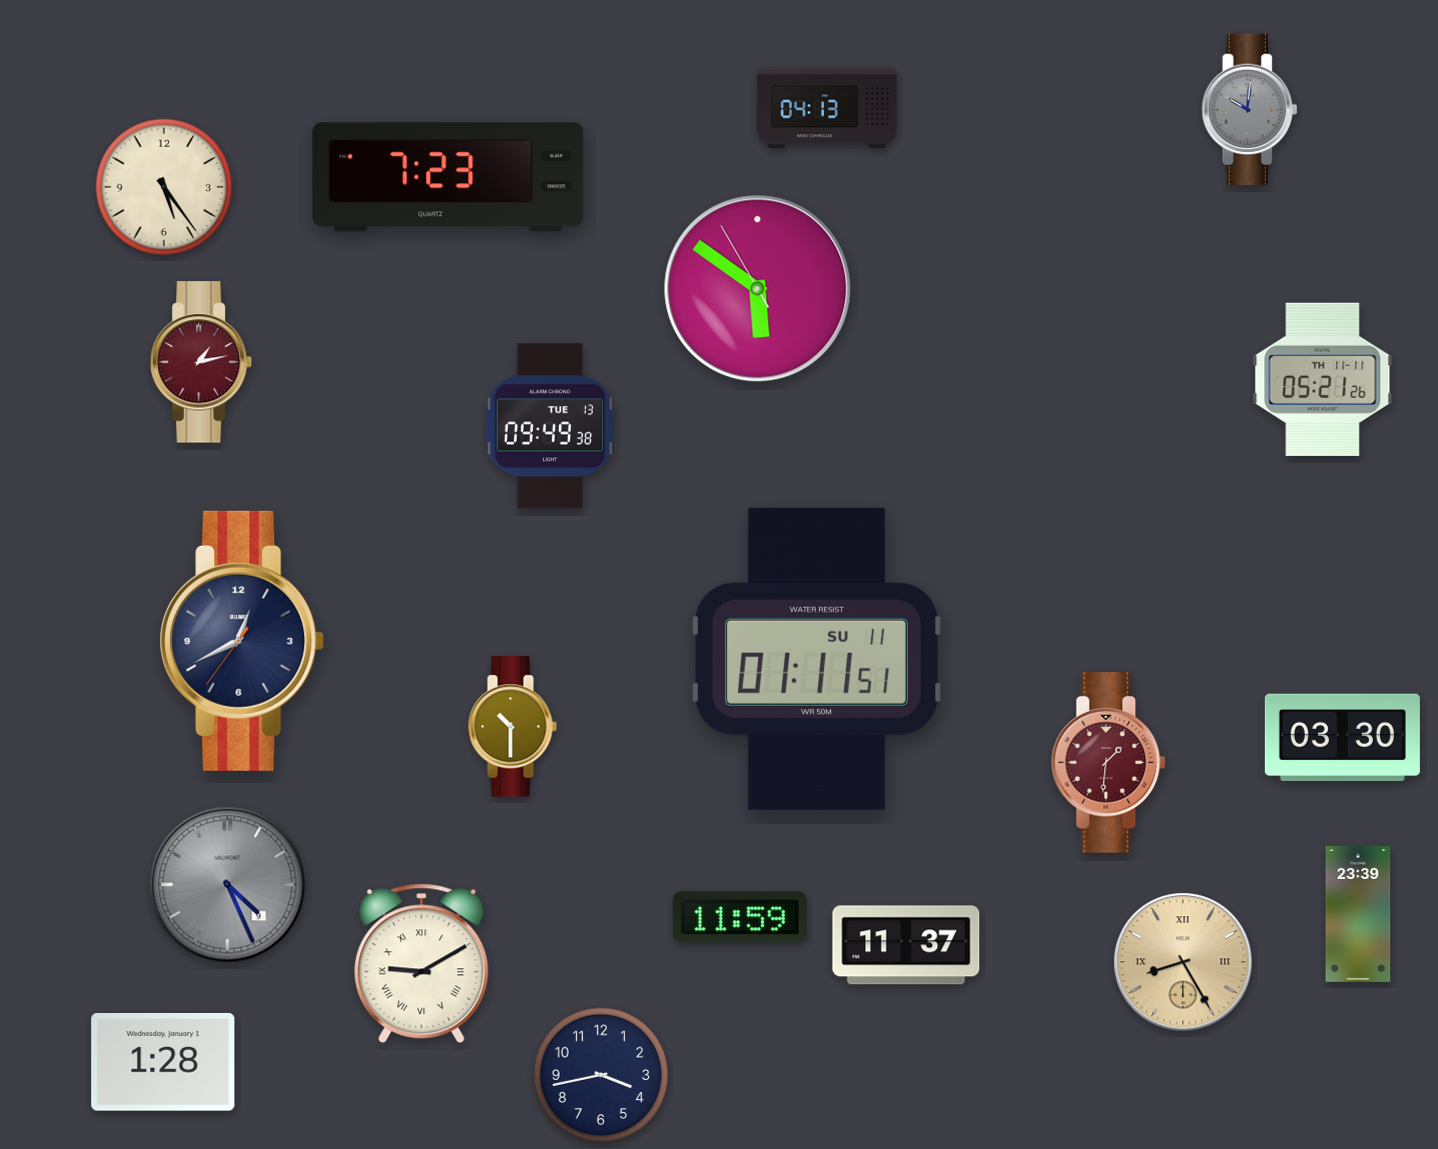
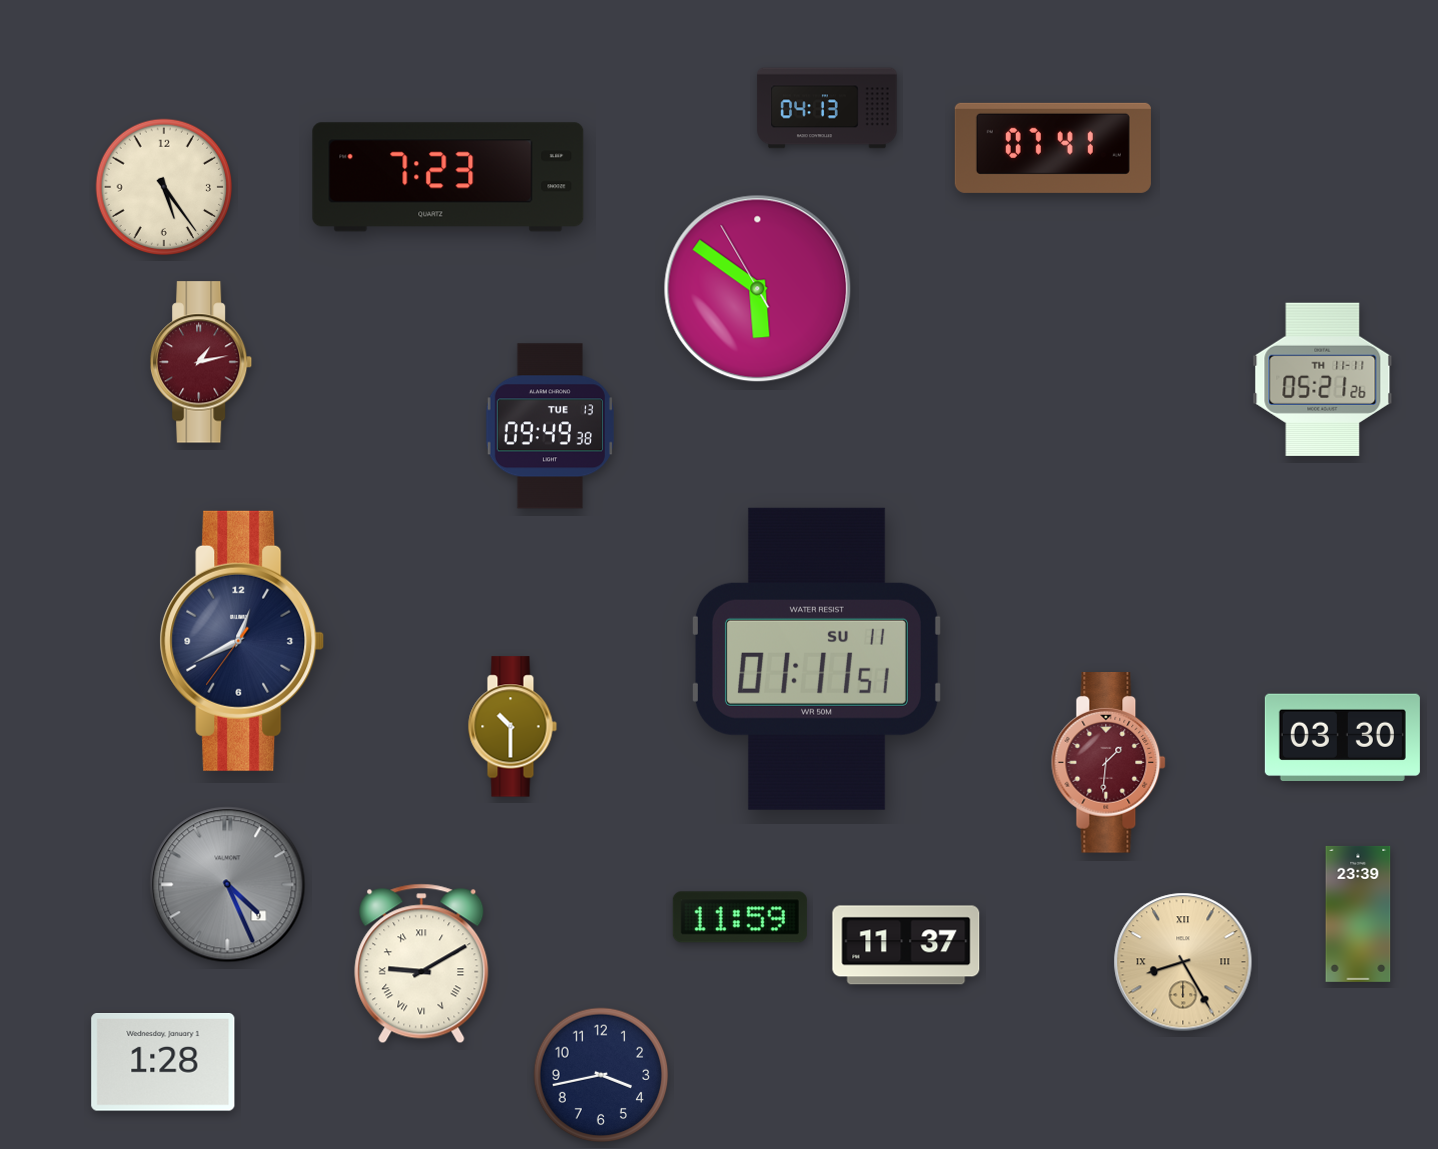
clock at (1250, 110): 10:01 -> none
clock at (1053, 148): none -> 07:41
